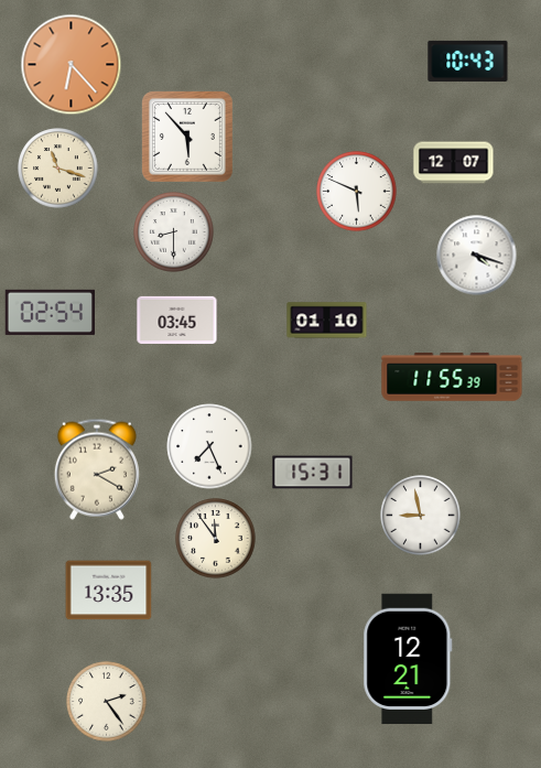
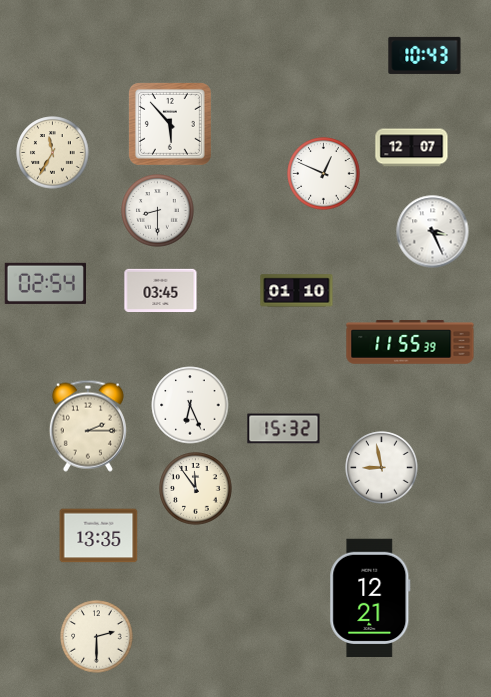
clock at (72, 65): 6:23 -> none
clock at (58, 169): 11:18 -> 11:35
clock at (357, 192): 5:49 -> 12:49
clock at (477, 256): 4:18 -> 3:26
clock at (209, 446): 7:26 -> 6:26
clock at (97, 469): 2:20 -> 2:15
clock at (313, 473): 15:31 -> 15:32
clock at (107, 702): 2:24 -> 2:30
